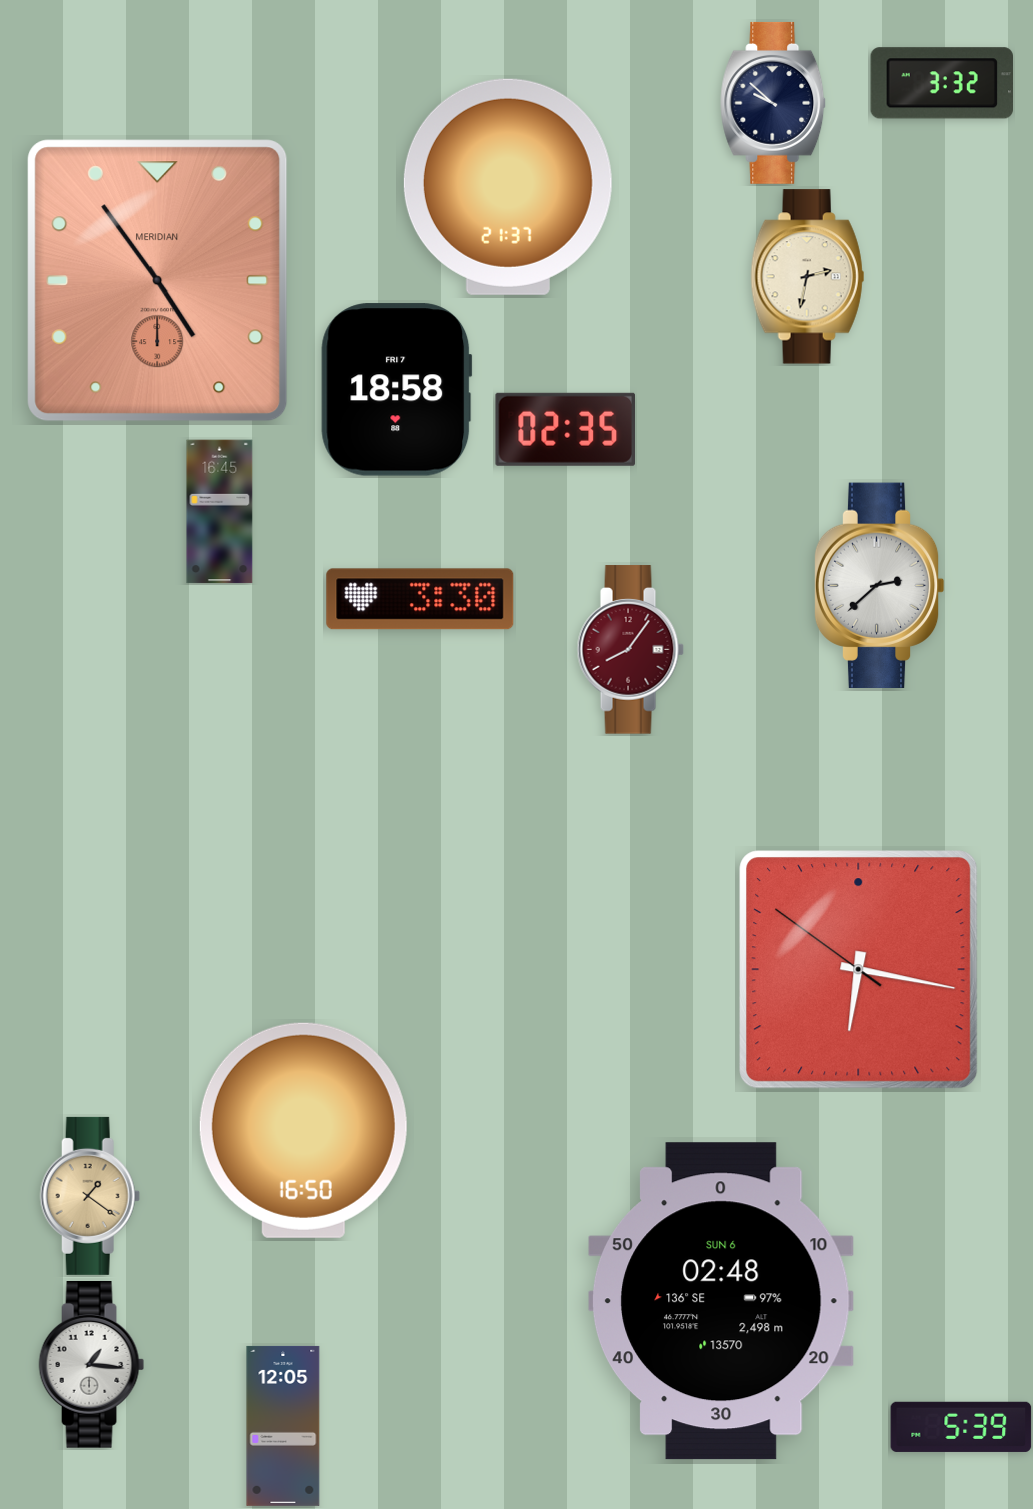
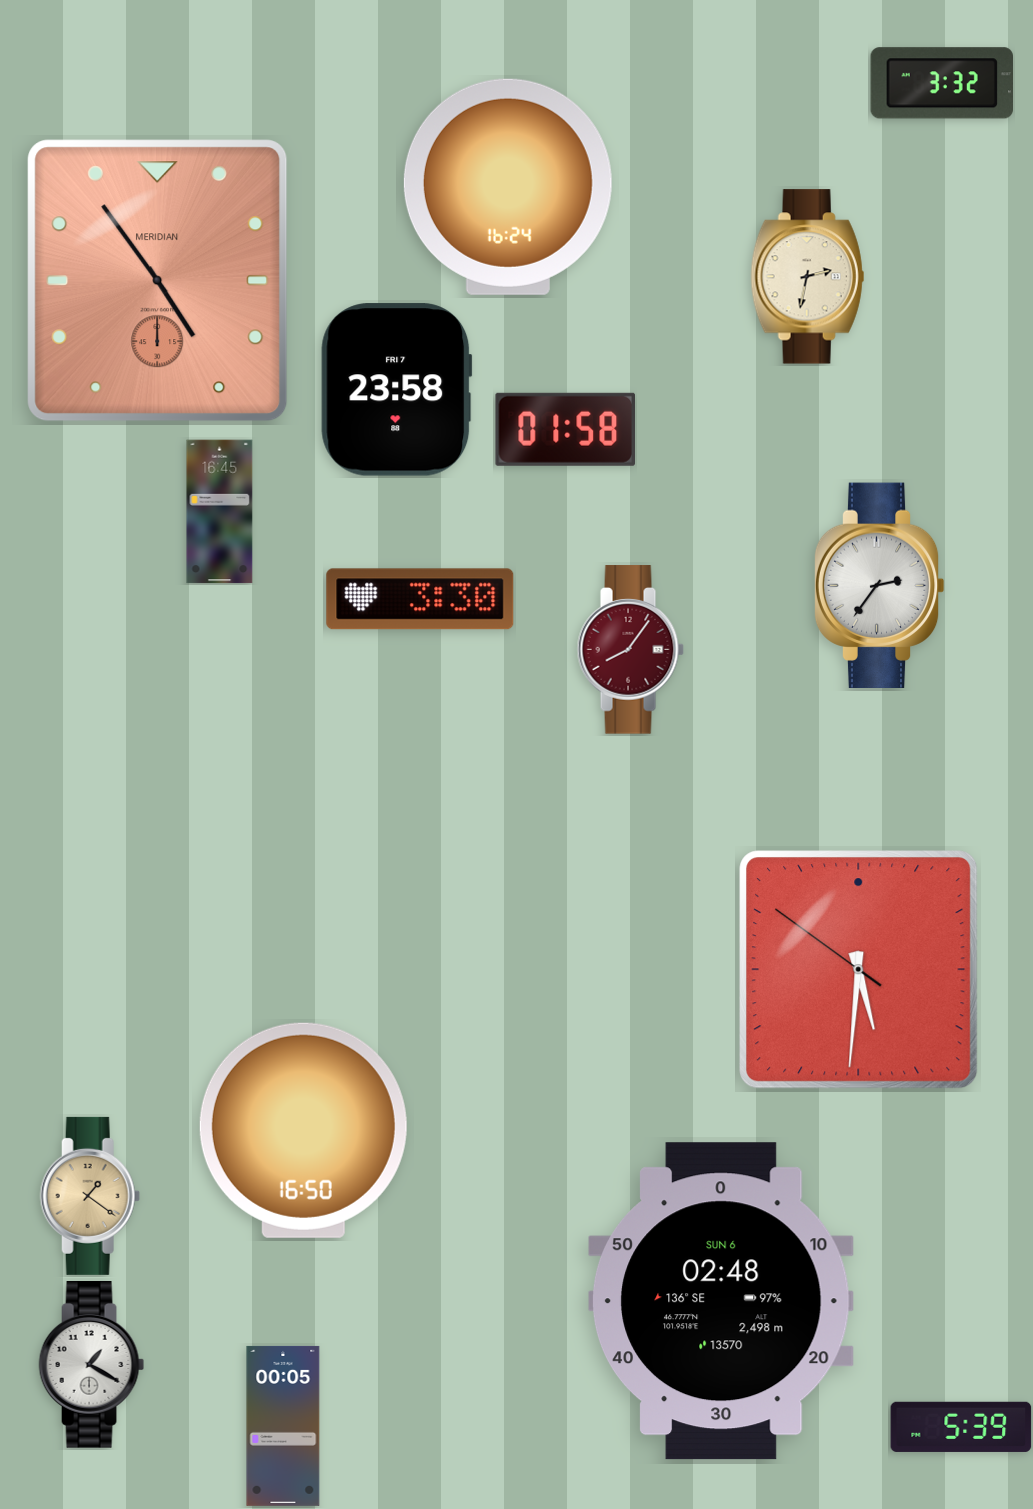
clock at (774, 103): 9:52 -> none
clock at (508, 187): 21:37 -> 16:24
clock at (397, 390): 18:58 -> 23:58
clock at (565, 429): 02:35 -> 01:58
clock at (879, 585): 2:38 -> 2:36
clock at (859, 970): 6:16 -> 5:30
clock at (92, 1365): 1:16 -> 1:20
clock at (283, 1426): 12:05 -> 00:05
